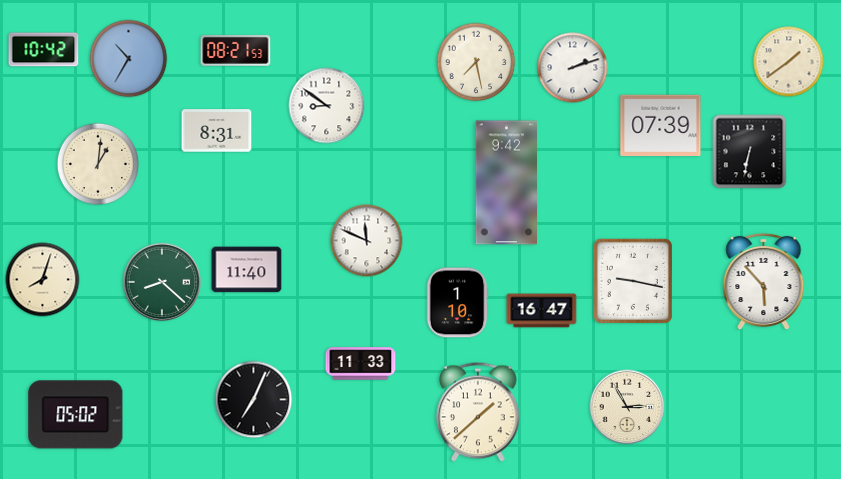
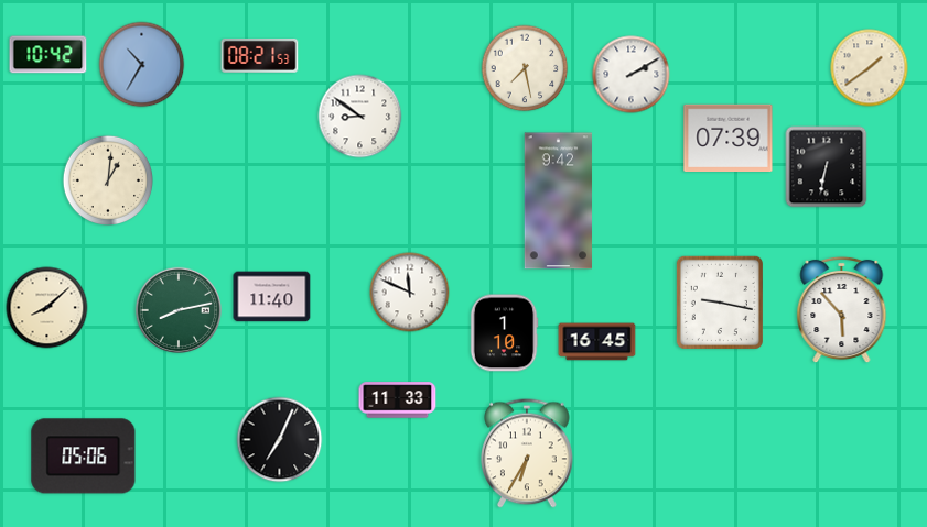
clock at (573, 68): 2:12 -> 2:10
clock at (217, 131): 8:31 -> none
clock at (367, 241) position: (367, 241) -> (410, 293)
clock at (43, 280): 8:03 -> 8:08
clock at (633, 281) position: (633, 281) -> (720, 303)
clock at (162, 282): 8:22 -> 8:13
clock at (542, 311): 16:47 -> 16:45
clock at (627, 407): 2:55 -> none
clock at (478, 412): 1:38 -> 6:35
clock at (76, 415): 05:02 -> 05:06
